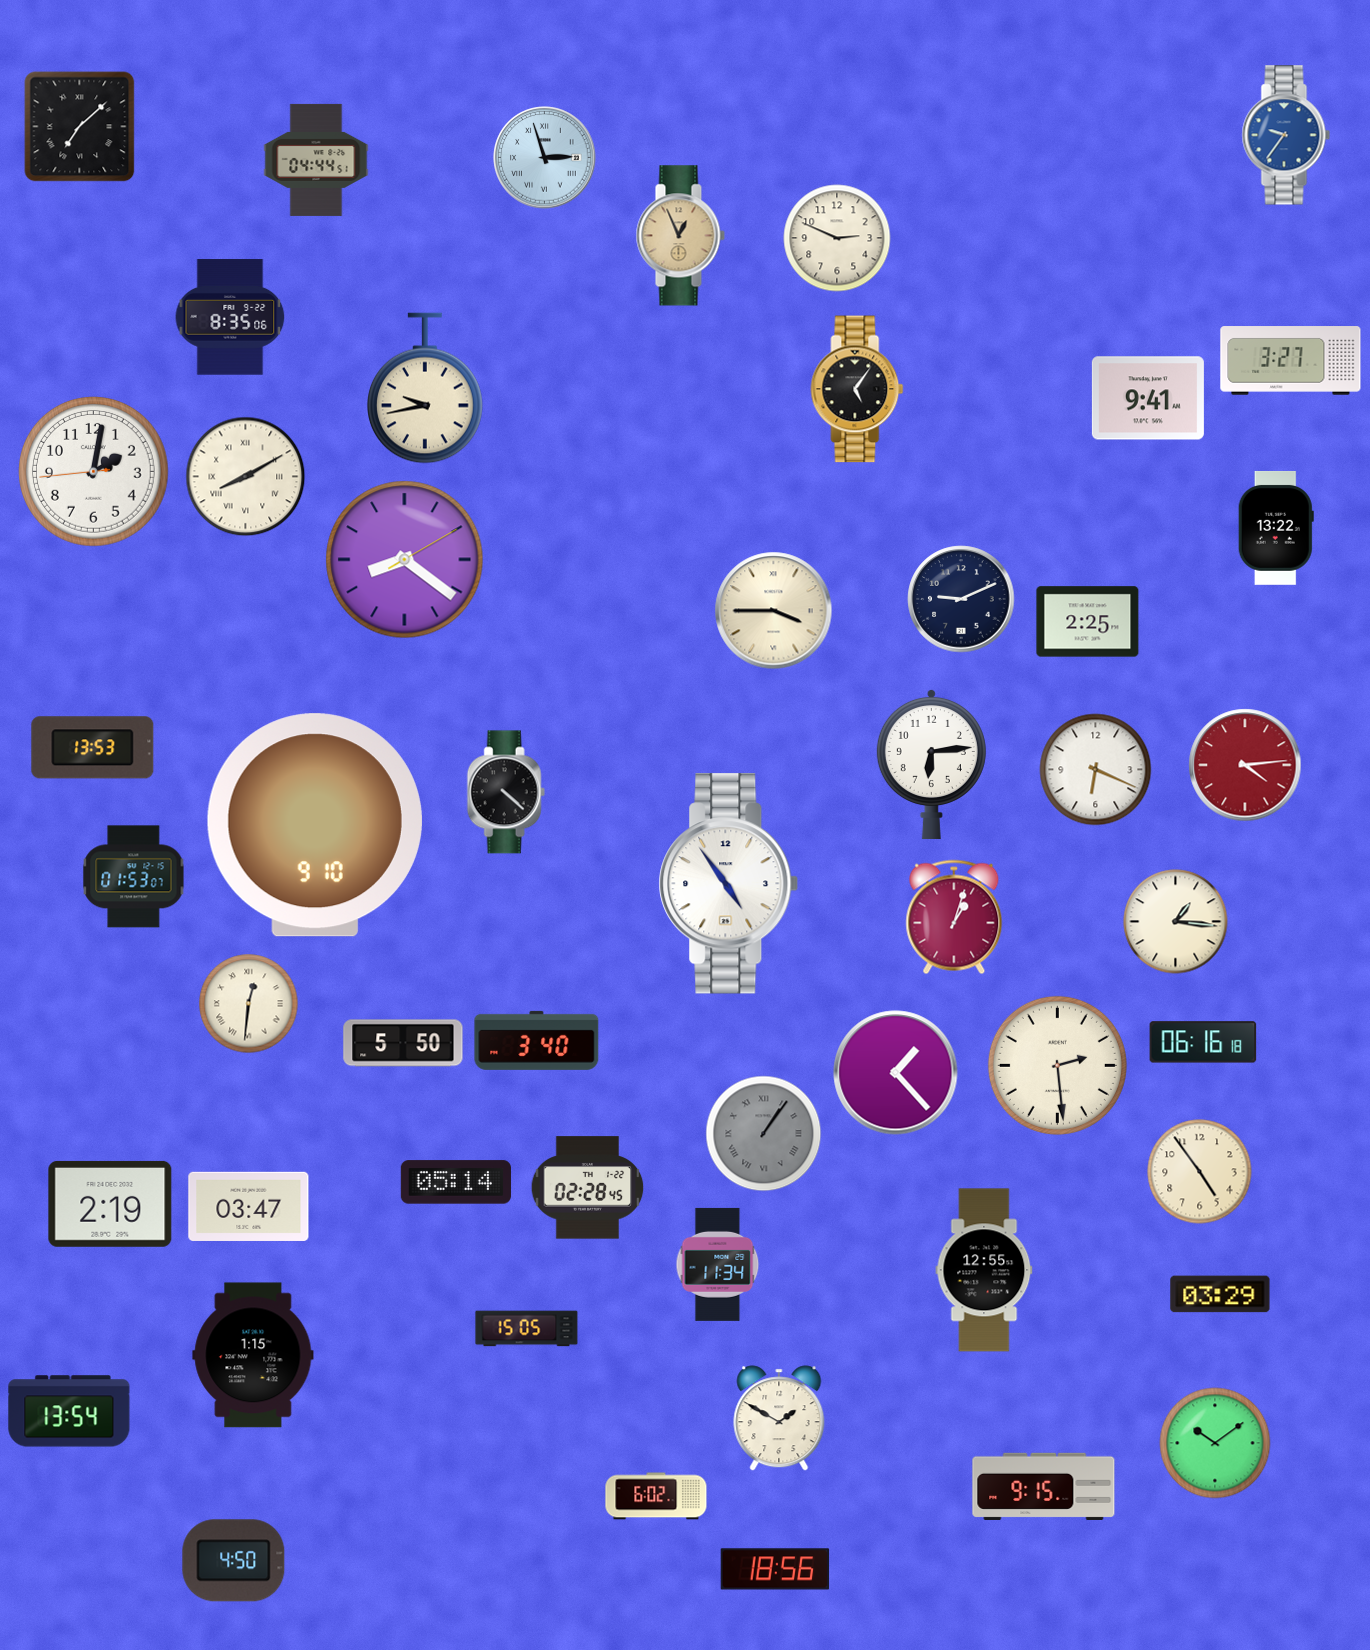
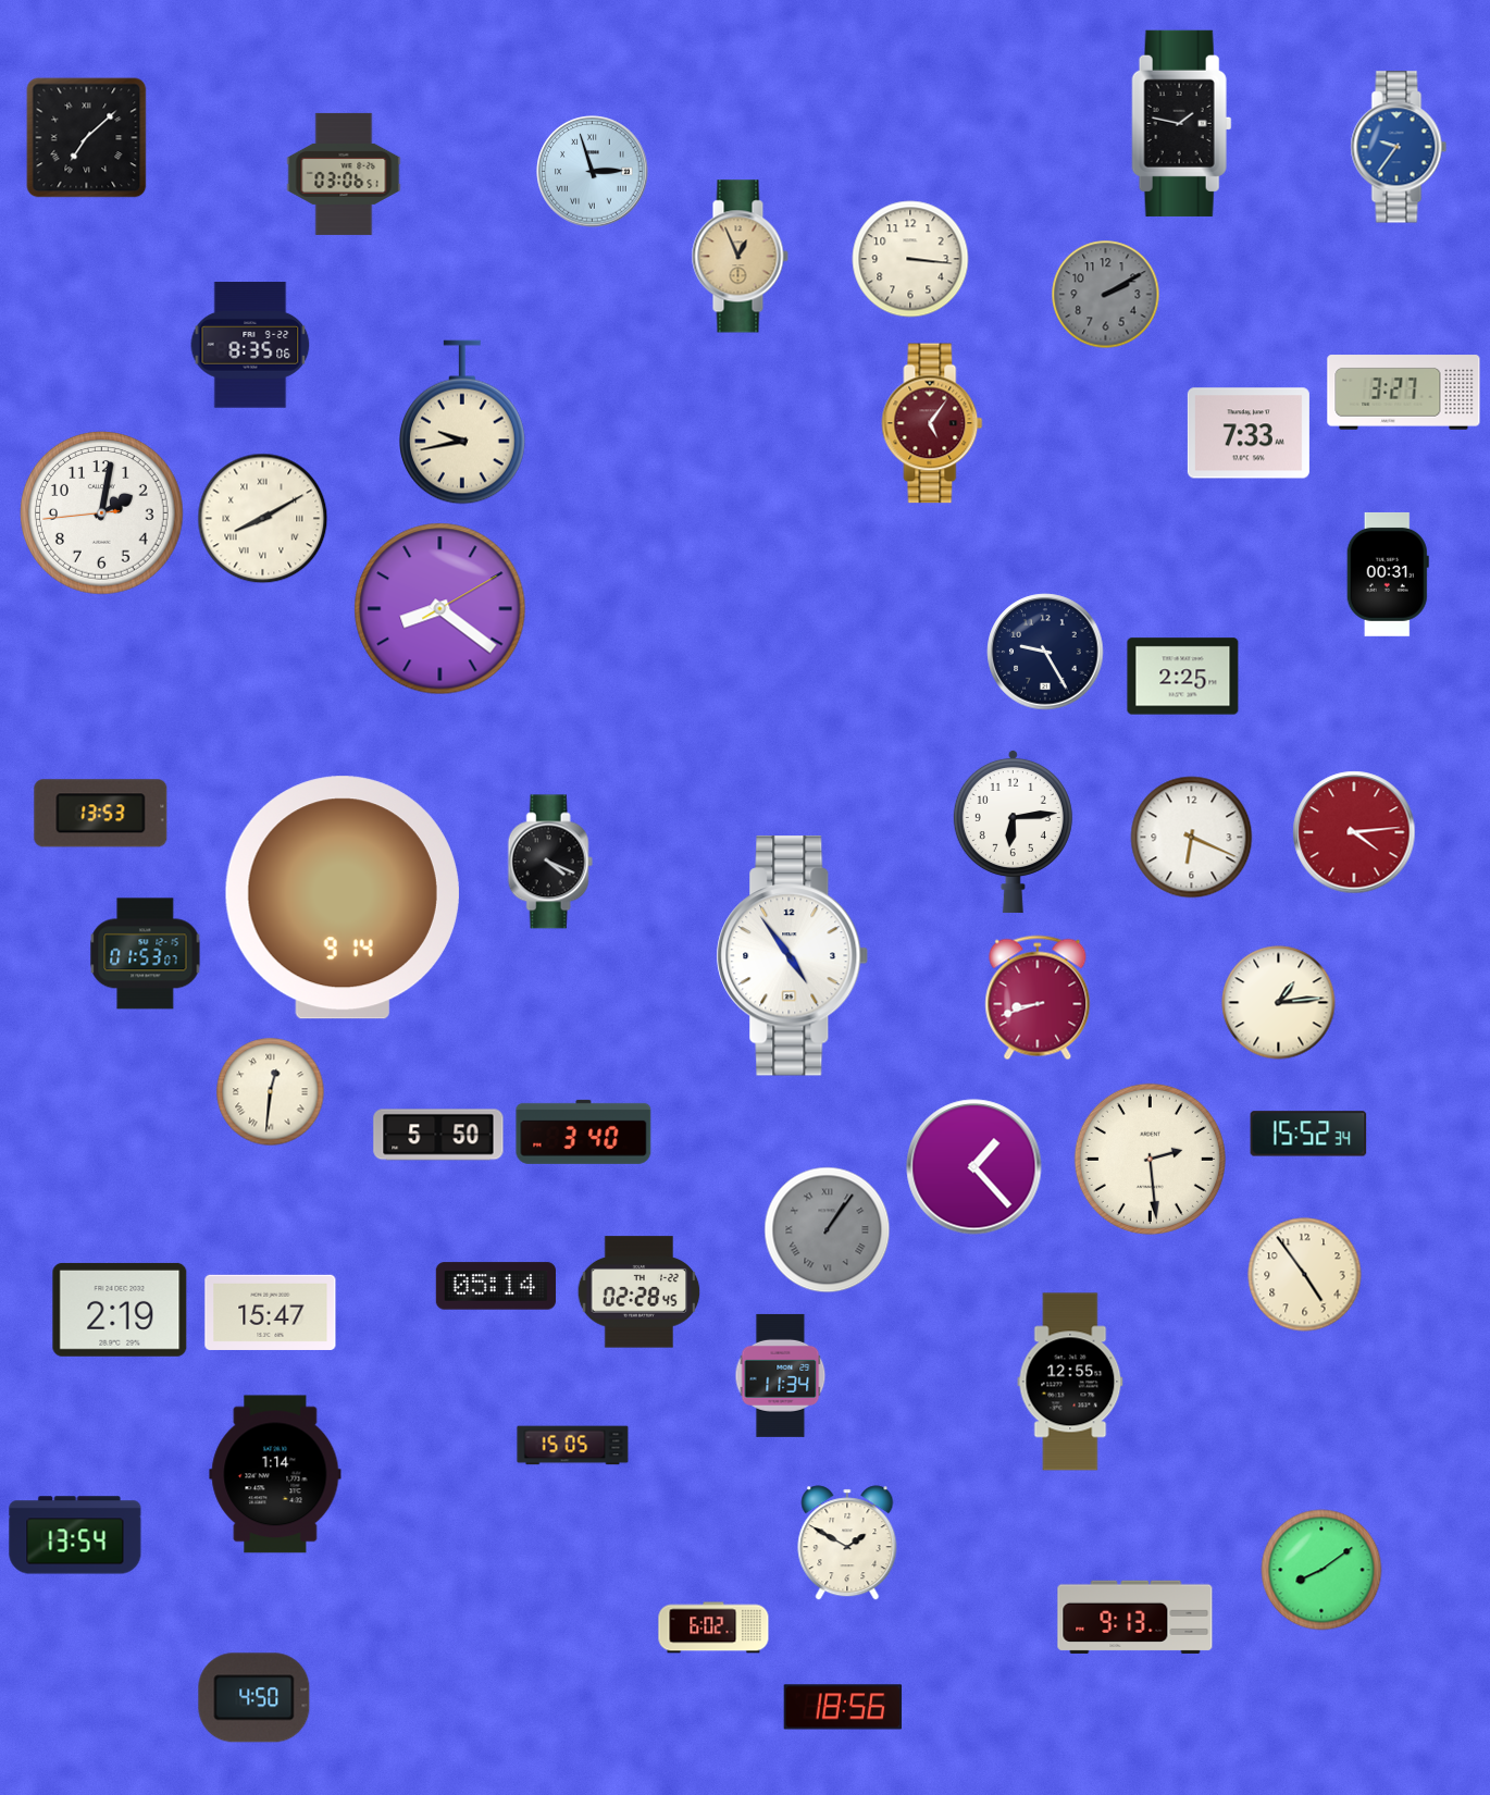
clock at (1182, 123): none -> 1:47
clock at (316, 160): 04:44 -> 03:06
clock at (837, 238): 2:49 -> 3:16
clock at (1106, 295): none -> 2:10
clock at (857, 389) dial: black -> burgundy
clock at (1148, 398): 9:41 -> 7:33
clock at (246, 477) position: (246, 477) -> (263, 519)
clock at (1276, 528): 13:22 -> 00:31
clock at (961, 599): 9:11 -> 9:25
clock at (774, 611): 3:45 -> none
clock at (506, 792): 4:22 -> 4:19
clock at (315, 825): 9:10 -> 9:14
clock at (729, 884) position: (729, 884) -> (793, 956)
clock at (954, 917): 1:03 -> 8:42
clock at (1176, 922): 1:16 -> 1:14
clock at (1203, 1042): 06:16 -> 15:52
clock at (764, 1134) position: (764, 1134) -> (828, 1230)
clock at (249, 1206): 03:47 -> 15:47
clock at (1220, 1294): 03:29 -> none
clock at (253, 1355): 1:15 -> 1:14
clock at (1215, 1443): 10:09 -> 8:09
clock at (1044, 1486): 9:15 -> 9:13
